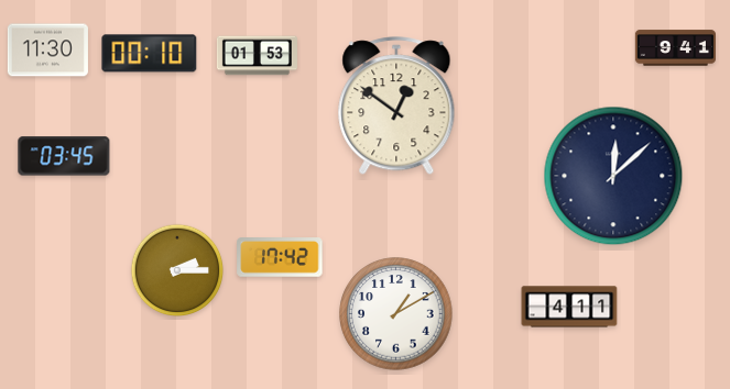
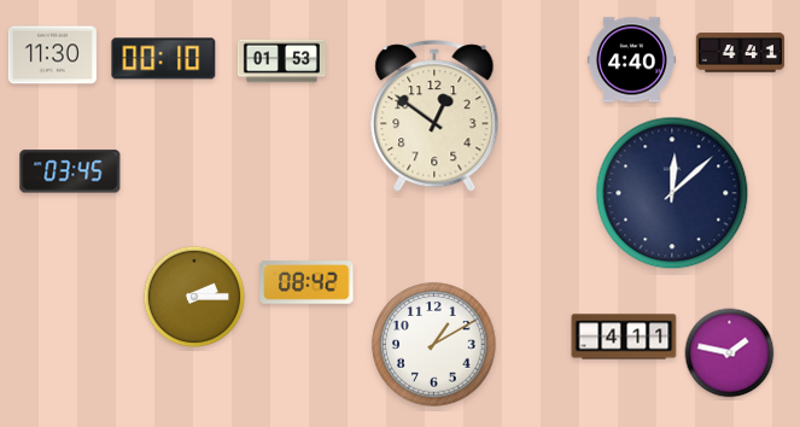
clock at (675, 48): 9:41 -> 4:41
clock at (631, 60): none -> 4:40
clock at (280, 258): 17:42 -> 08:42
clock at (730, 353): none -> 1:47
